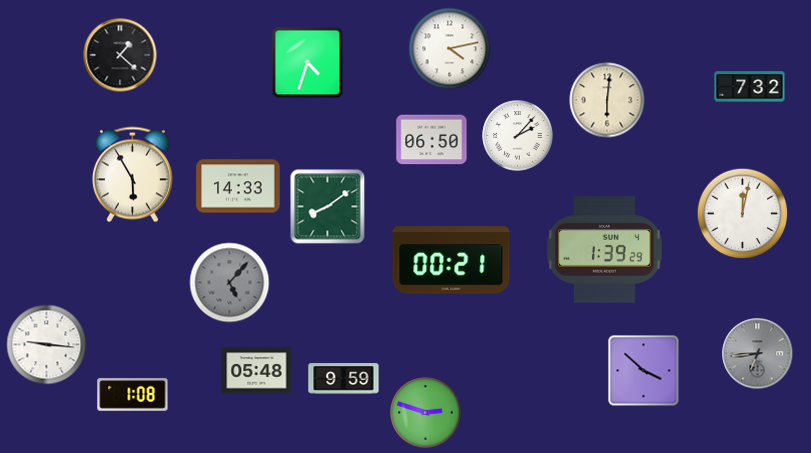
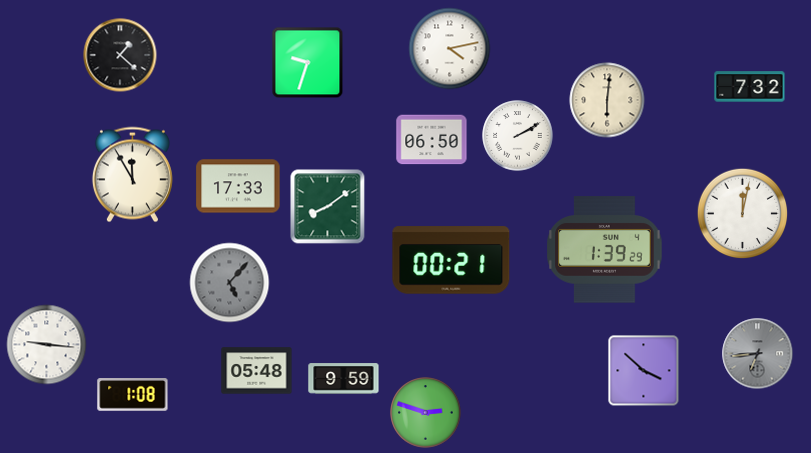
clock at (308, 63): 4:33 -> 9:33
clock at (518, 136): 2:07 -> 2:10
clock at (132, 175): 5:55 -> 11:55
clock at (238, 186): 14:33 -> 17:33
